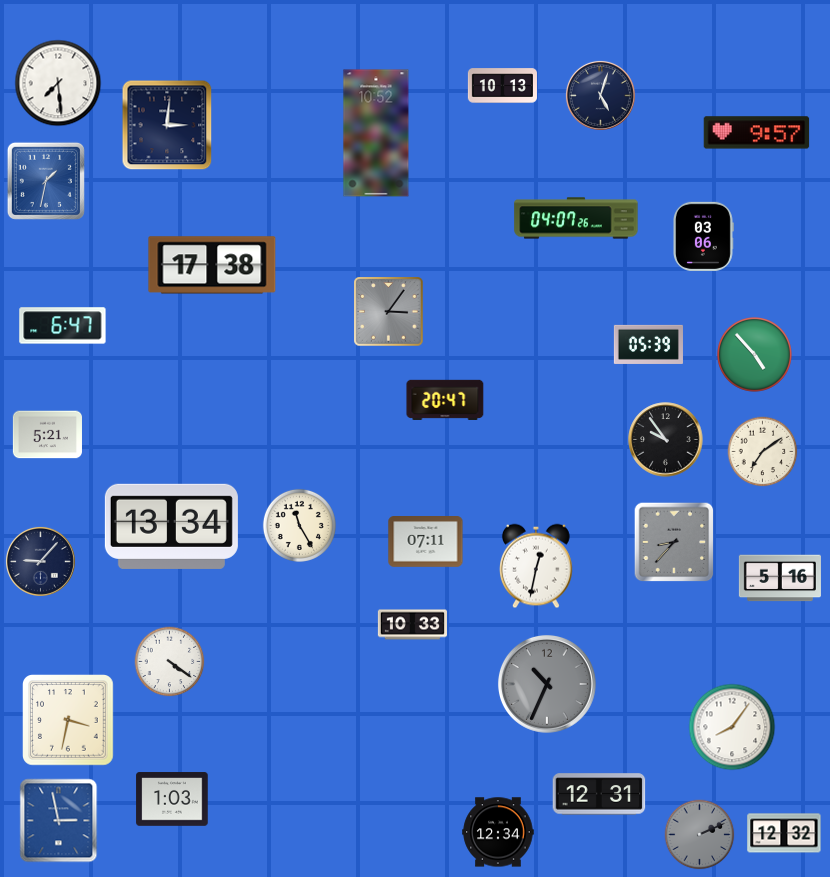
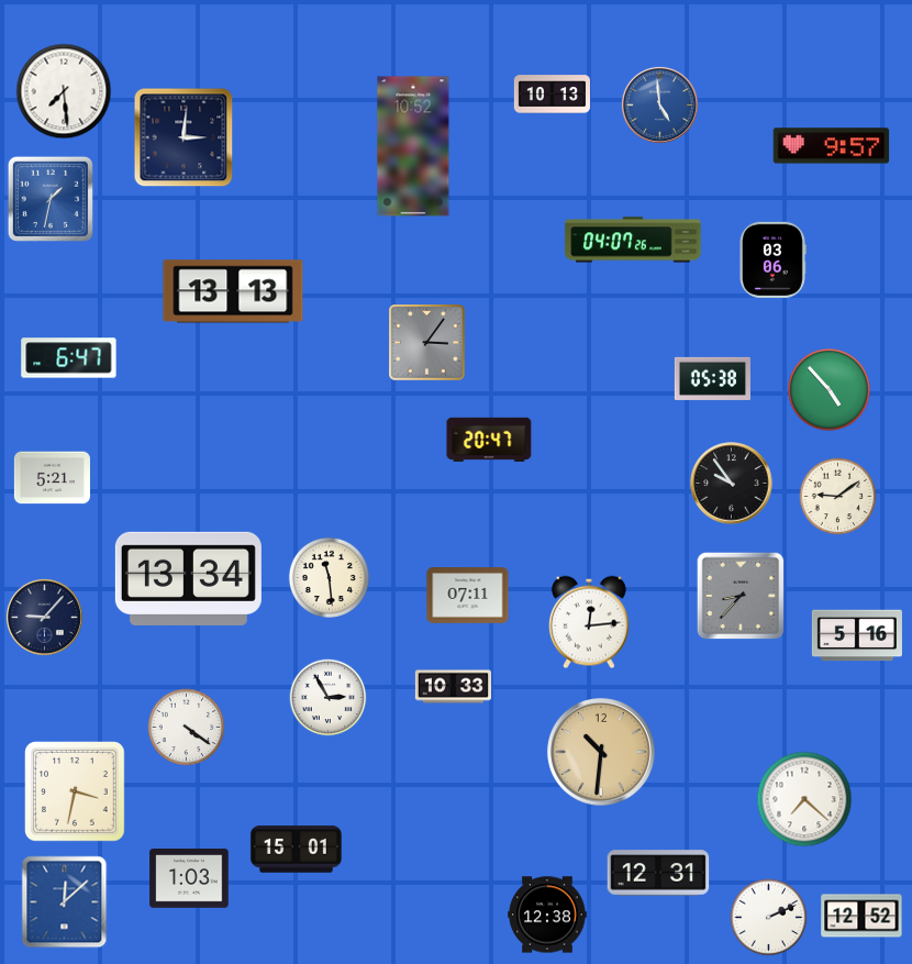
clock at (600, 95): 5:03 -> 4:59
clock at (600, 95) dial: navy -> blue
clock at (212, 265): 17:38 -> 13:13
clock at (648, 344): 05:39 -> 05:38
clock at (763, 452): 7:09 -> 9:09
clock at (299, 525): 11:25 -> 11:29
clock at (537, 566): 12:32 -> 12:14
clock at (329, 698): none -> 2:55
clock at (547, 684): 10:34 -> 10:31
clock at (547, 684) dial: grey -> champagne
clock at (732, 727): 8:06 -> 7:22
clock at (296, 850): none -> 15:01
clock at (59, 821): 2:58 -> 12:08
clock at (498, 832): 12:34 -> 12:38
clock at (784, 833): 12:32 -> 12:52
clock at (700, 835) dial: grey -> white
